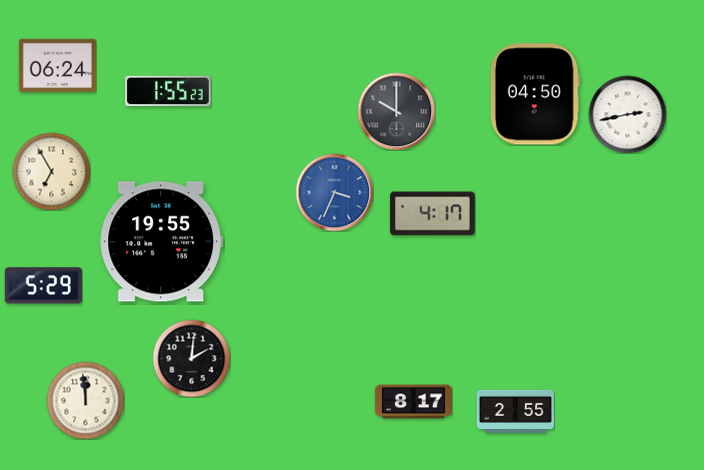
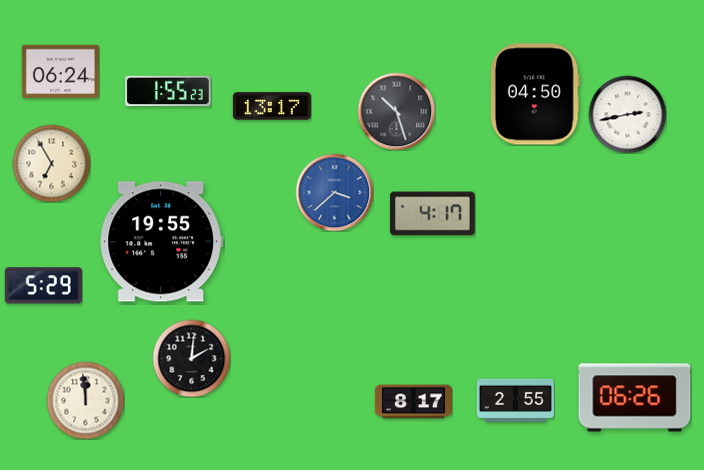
clock at (57, 65) position: (57, 65) -> (60, 71)
clock at (272, 106): none -> 13:17
clock at (396, 111): 10:00 -> 10:27
clock at (51, 171) position: (51, 171) -> (51, 163)
clock at (334, 192): 3:34 -> 3:38
clock at (635, 398): none -> 06:26
clock at (515, 411) position: (515, 411) -> (515, 400)
